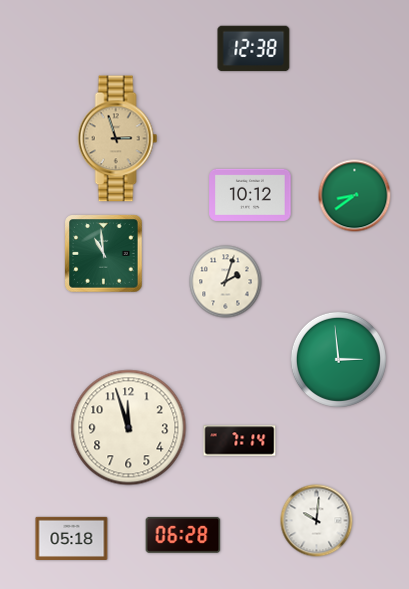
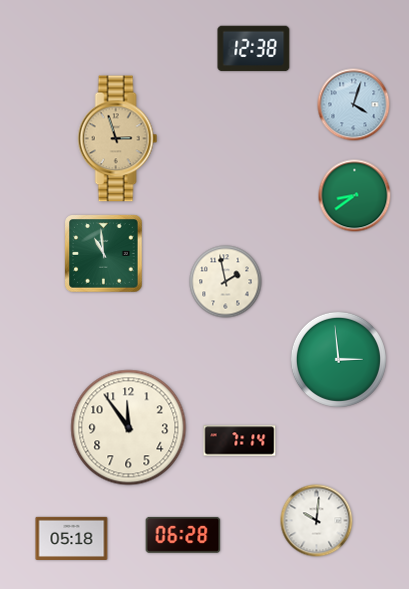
clock at (354, 105): none -> 4:03
clock at (250, 195): 10:12 -> none
clock at (226, 282): 2:03 -> 1:58
clock at (129, 428): 11:57 -> 11:54
